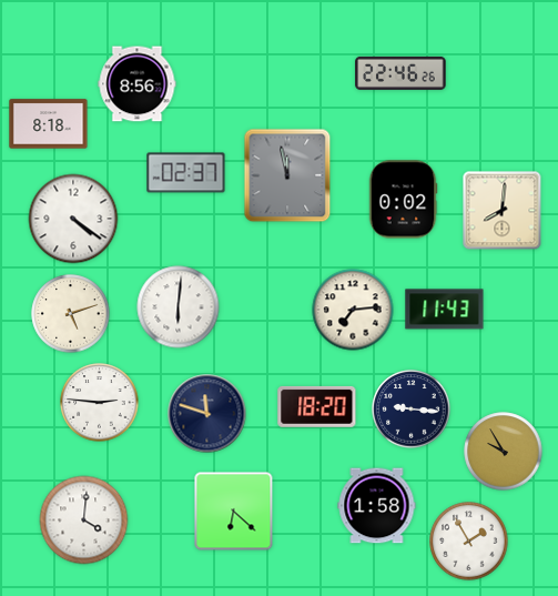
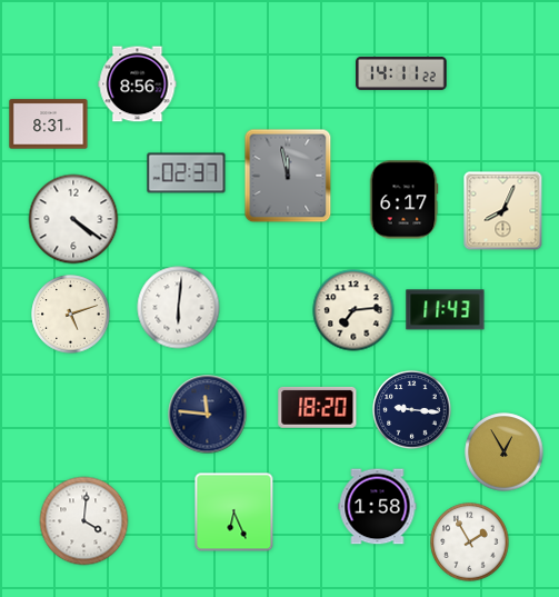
clock at (400, 73): 22:46 -> 14:11
clock at (49, 124): 8:18 -> 8:31
clock at (403, 200): 0:02 -> 6:17
clock at (503, 211): 8:01 -> 8:04
clock at (100, 403): 2:46 -> none
clock at (207, 414): 11:48 -> 11:46
clock at (504, 452): 9:55 -> 12:55
clock at (234, 512): 6:22 -> 6:26
